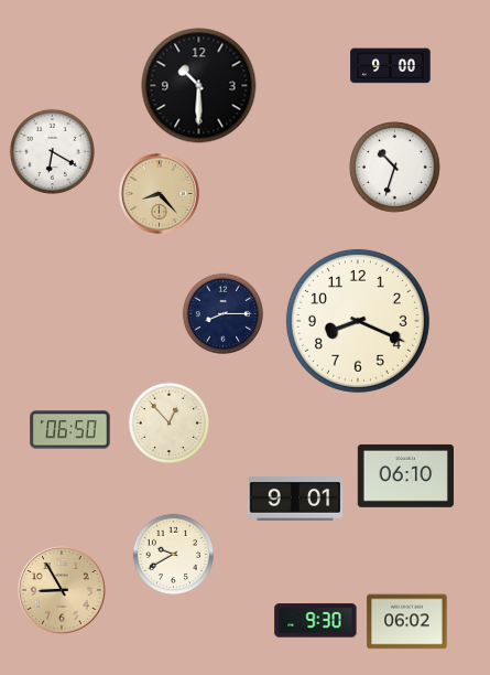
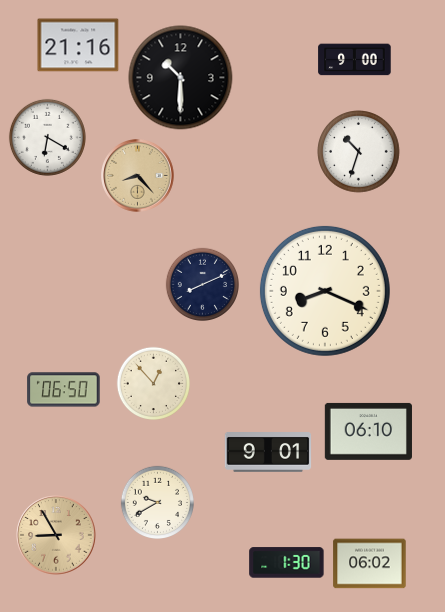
clock at (78, 45): none -> 21:16
clock at (160, 194) position: (160, 194) -> (138, 176)
clock at (222, 313): 8:15 -> 8:11
clock at (316, 621): 9:30 -> 1:30
